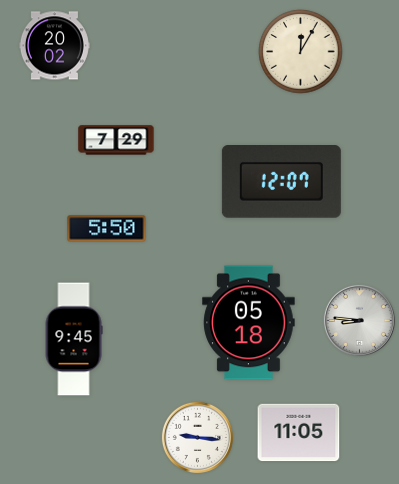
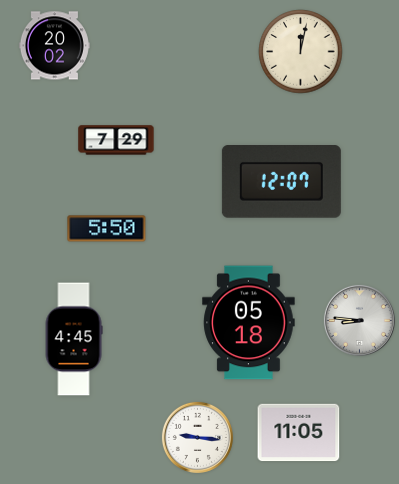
clock at (301, 52): 12:05 -> 12:02
clock at (74, 339): 9:45 -> 4:45
